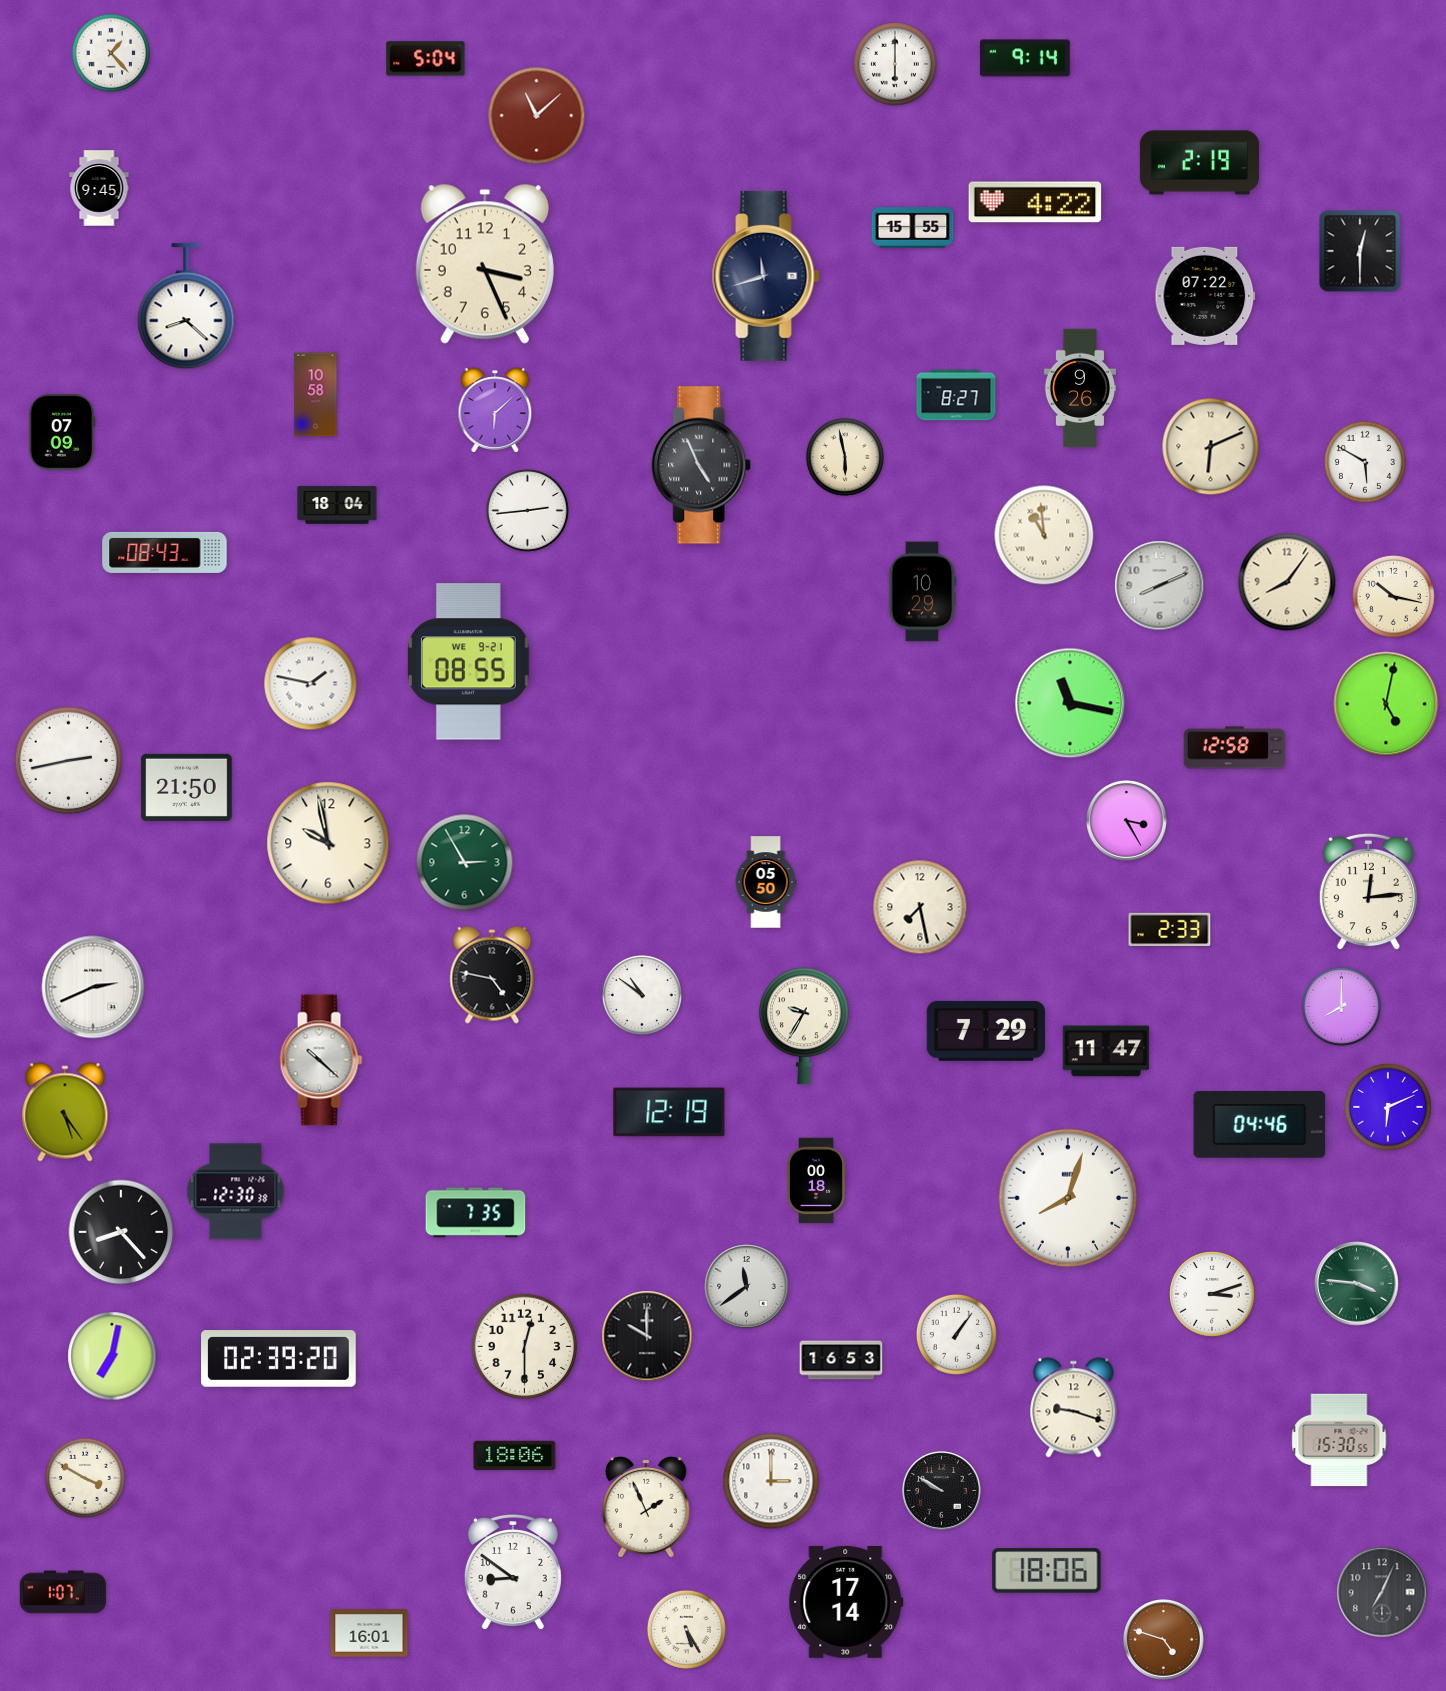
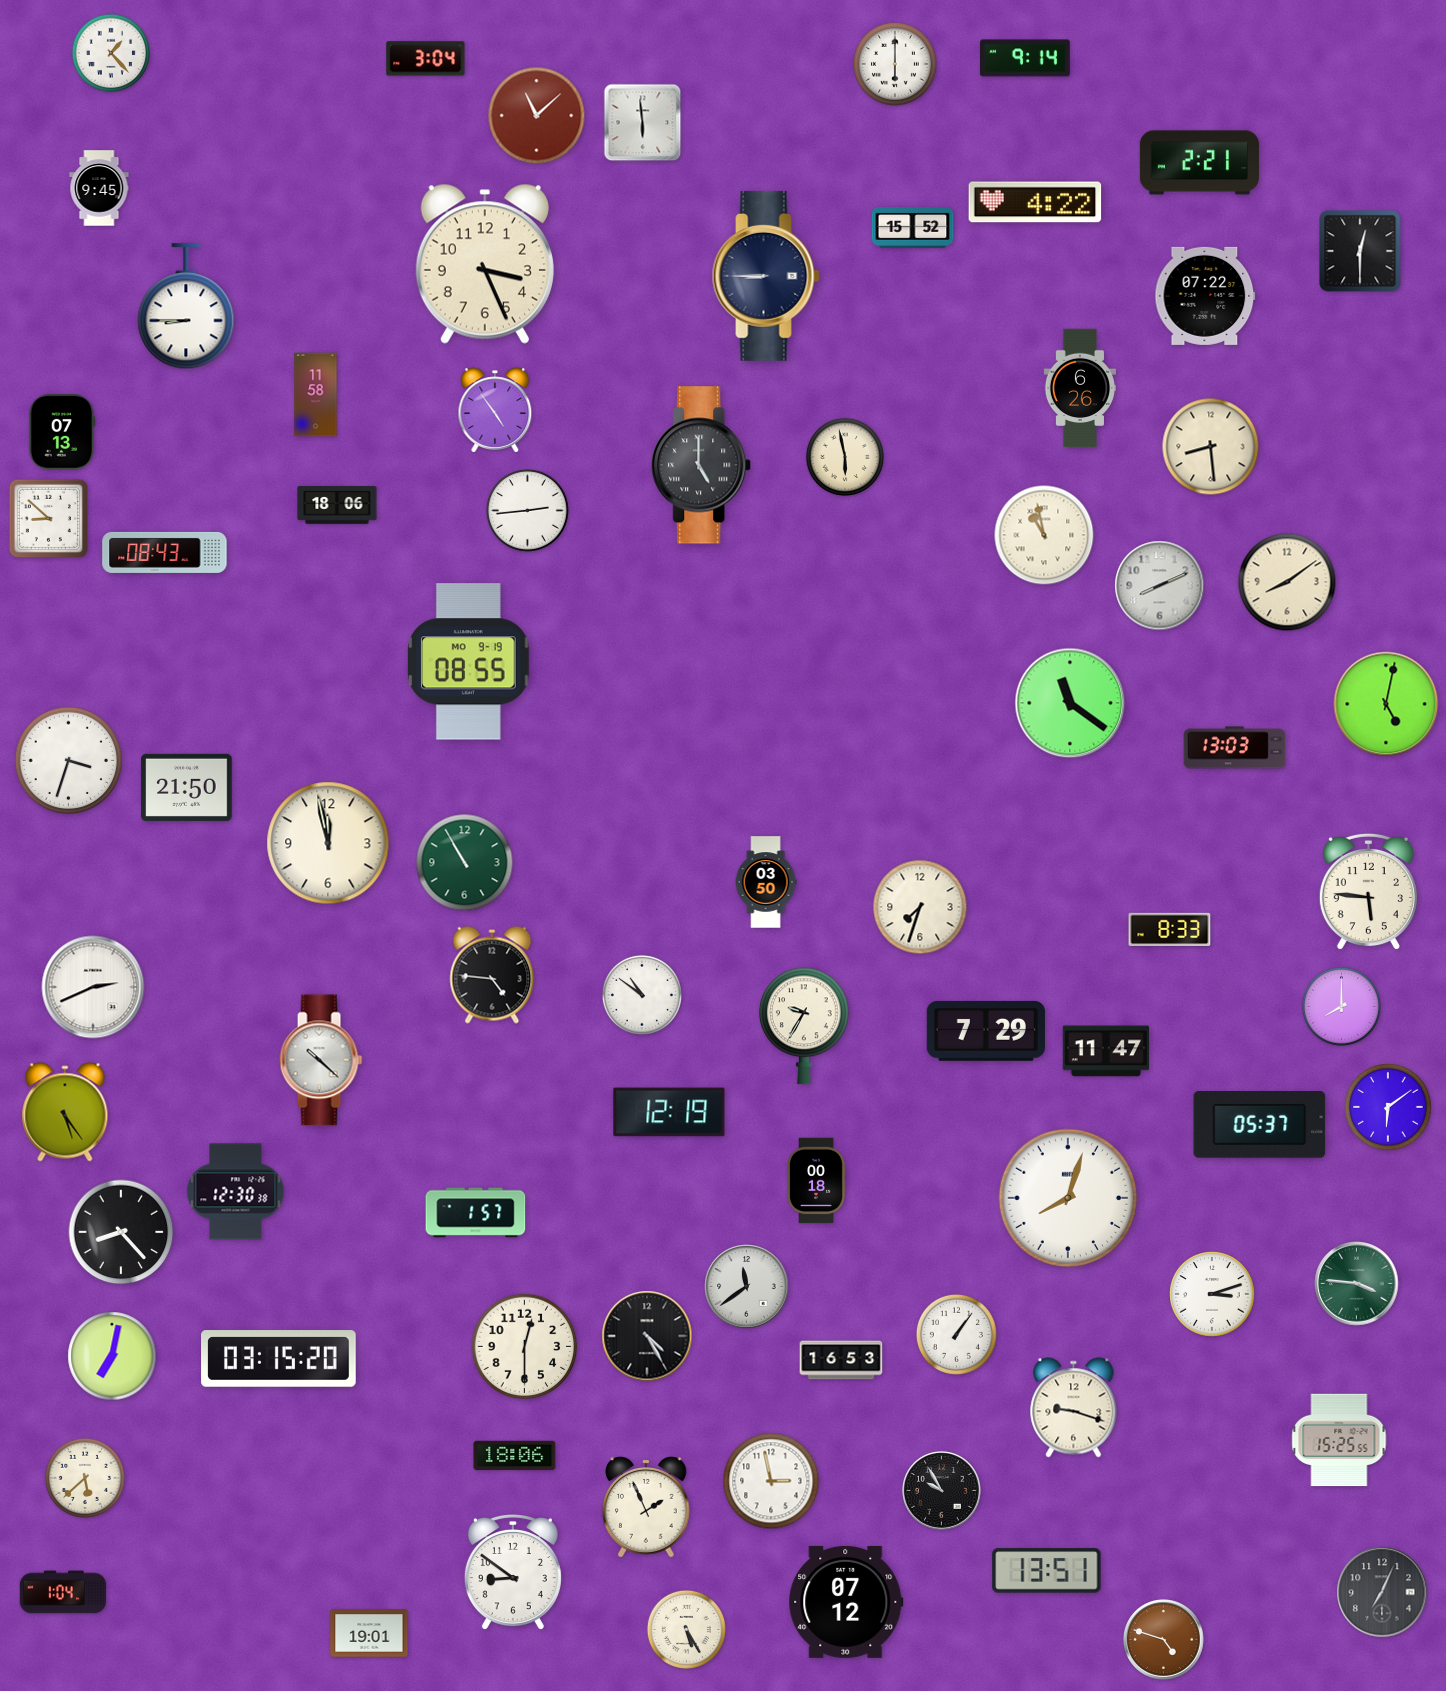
clock at (426, 59): 5:04 -> 3:04
clock at (643, 123): none -> 5:59
clock at (1199, 163): 2:19 -> 2:21
clock at (913, 228): 15:55 -> 15:52
clock at (766, 276): 11:42 -> 8:45
clock at (186, 307): 8:22 -> 8:45
clock at (1080, 388): 9:26 -> 6:26
clock at (316, 395): 10:58 -> 11:58
clock at (956, 395): 8:27 -> none
clock at (495, 410): 6:08 -> 4:54
clock at (62, 432): 07:09 -> 07:13
clock at (1211, 447): 6:11 -> 8:29
clock at (1365, 462): 5:50 -> none
clock at (702, 465): 4:56 -> 5:00
clock at (337, 505): 18:04 -> 18:06
clock at (48, 518): none -> 8:52
clock at (1044, 535): 10:59 -> 10:58
clock at (1287, 582): 8:06 -> 8:09
clock at (922, 592): 10:29 -> none
clock at (1393, 596): 10:17 -> none
clock at (469, 662) date: WE 9-21 -> MO 9-19
clock at (311, 684): 1:47 -> none
clock at (1070, 703): 11:17 -> 11:21
clock at (1235, 748): 12:58 -> 13:03
clock at (69, 761): 2:43 -> 3:33
clock at (1127, 821): 3:25 -> none
clock at (328, 843): 9:58 -> 11:58
clock at (465, 863): 2:55 -> 10:55
clock at (766, 882): 05:50 -> 03:50
clock at (1368, 892): 12:14 -> 5:46
clock at (920, 907): 7:28 -> 7:33
clock at (1170, 930): 2:33 -> 8:33
clock at (492, 975): 4:47 -> 4:46
clock at (1388, 1107): 6:11 -> 6:09
clock at (1260, 1125): 04:46 -> 05:37
clock at (476, 1213): 7:35 -> 1:57
clock at (647, 1336): 10:00 -> 4:25
clock at (279, 1359): 02:39 -> 03:15
clock at (1339, 1440): 15:30 -> 15:25
clock at (85, 1478): 3:50 -> 5:38
clock at (771, 1481): 3:00 -> 2:58
clock at (942, 1491): 9:50 -> 9:55
clock at (1047, 1571): 18:06 -> 13:51
clock at (63, 1592): 1:07 -> 1:04
clock at (846, 1602): 17:14 -> 07:12
clock at (369, 1633): 16:01 -> 19:01
